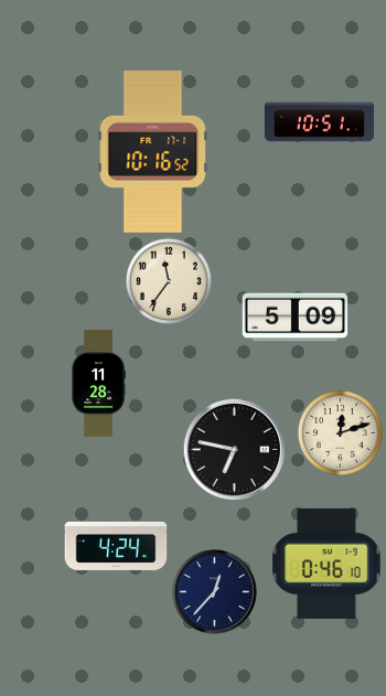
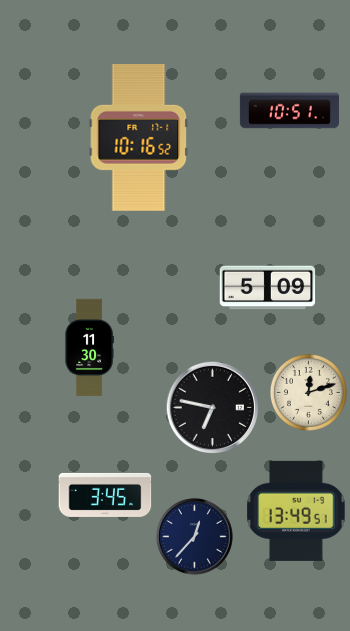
clock at (169, 281): 11:36 -> none
clock at (98, 384): 11:28 -> 11:30
clock at (116, 546): 4:24 -> 3:45
clock at (326, 564): 0:46 -> 13:49
